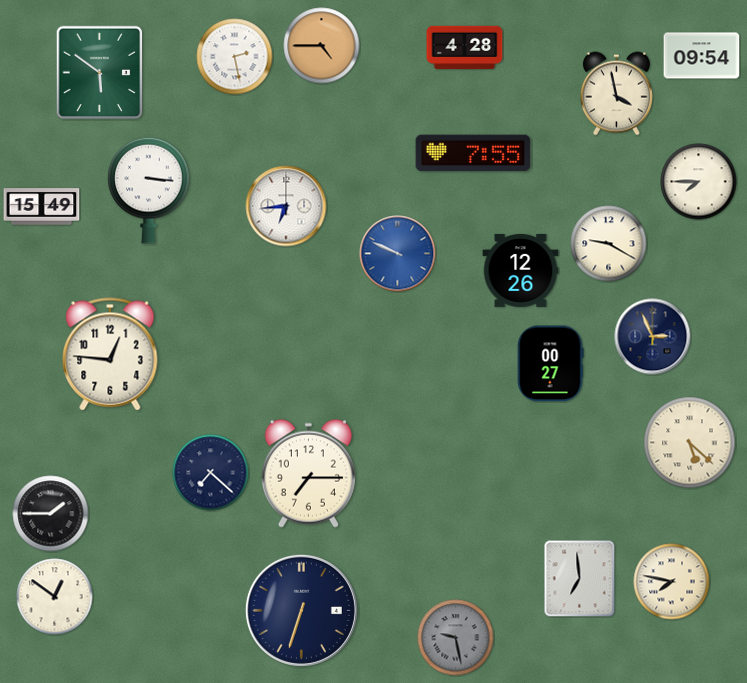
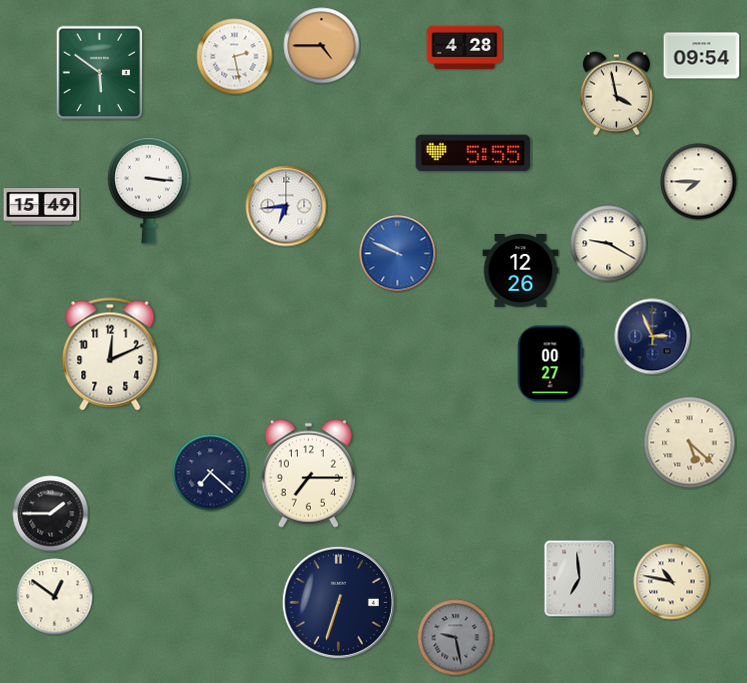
clock at (473, 153): 7:55 -> 5:55
clock at (110, 354): 12:46 -> 12:11
clock at (672, 582): 7:47 -> 10:47
clock at (301, 610) position: (301, 610) -> (338, 602)
